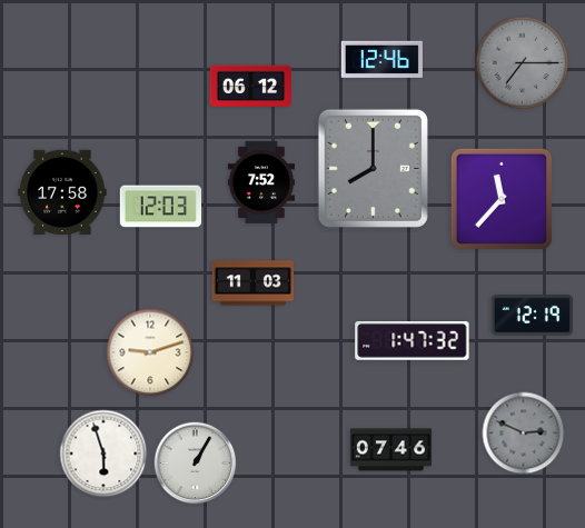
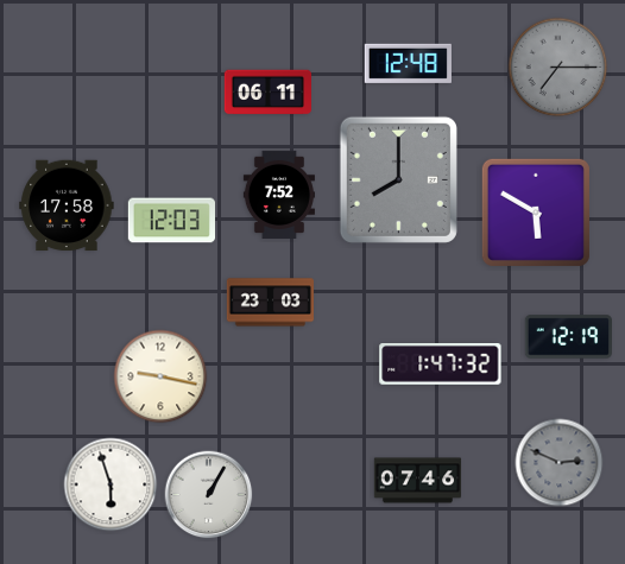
clock at (381, 59): 12:46 -> 12:48
clock at (250, 87): 06:12 -> 06:11
clock at (502, 199): 11:37 -> 5:50
clock at (254, 283): 11:03 -> 23:03
clock at (150, 352): 9:12 -> 9:17
